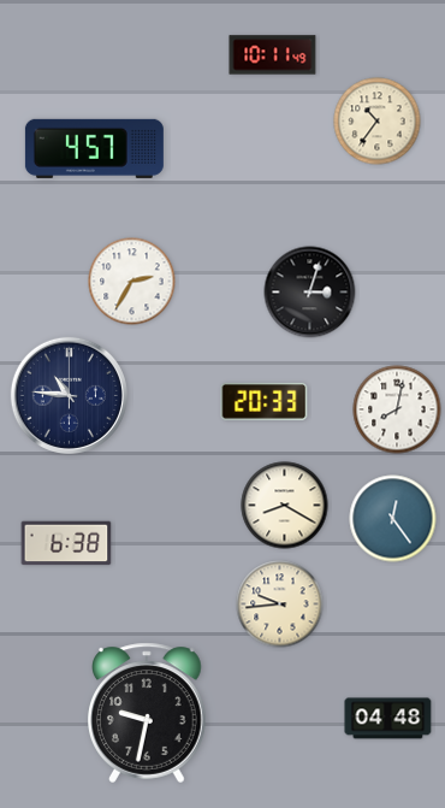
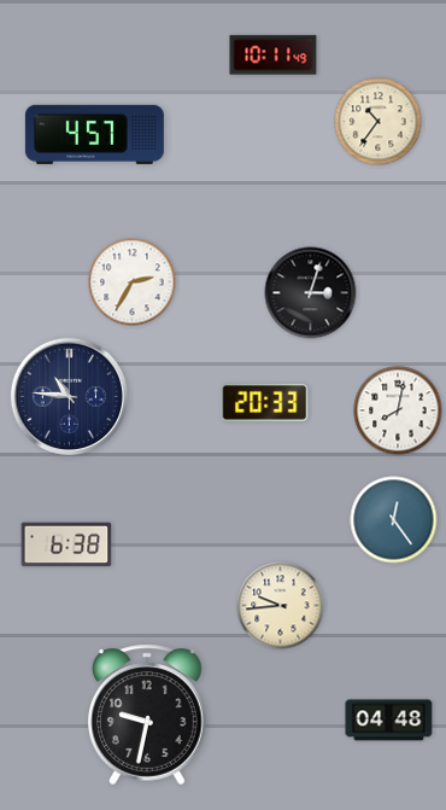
clock at (94, 148) position: (94, 148) -> (94, 134)
clock at (285, 506): 8:20 -> none
